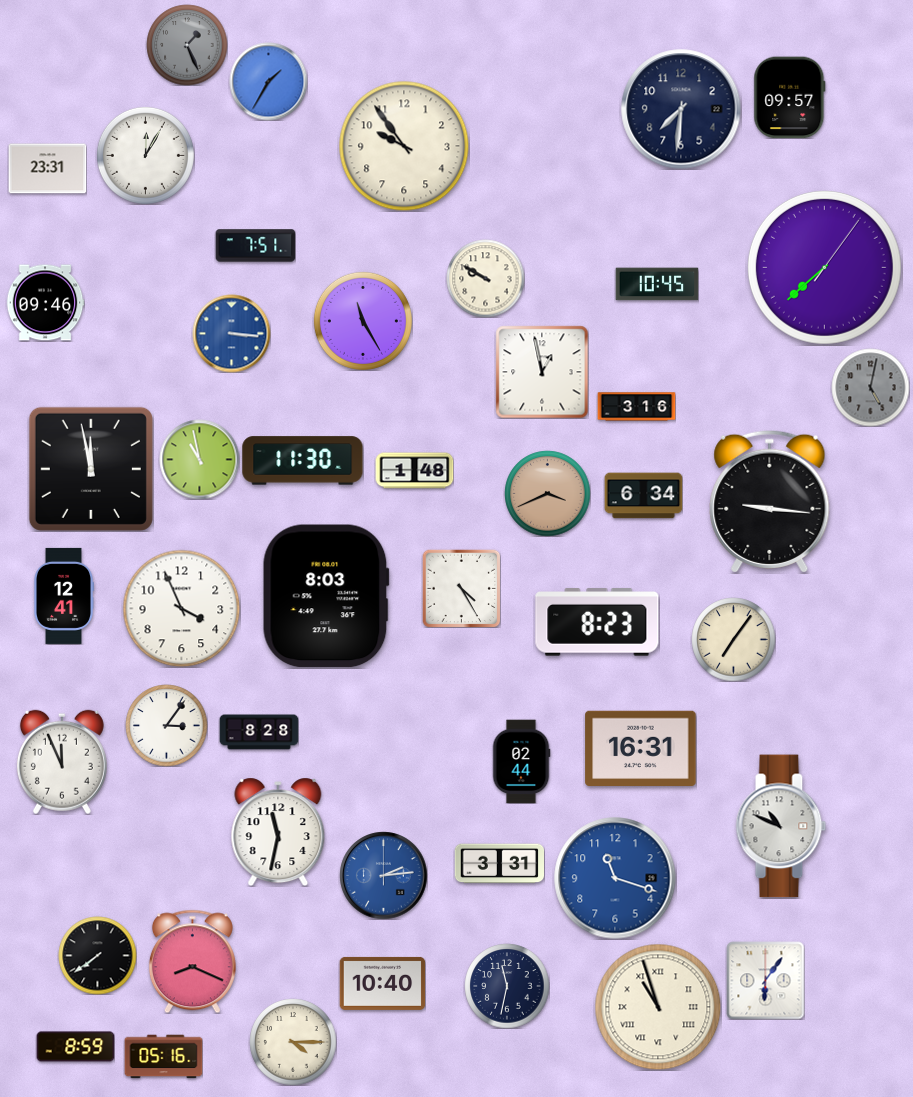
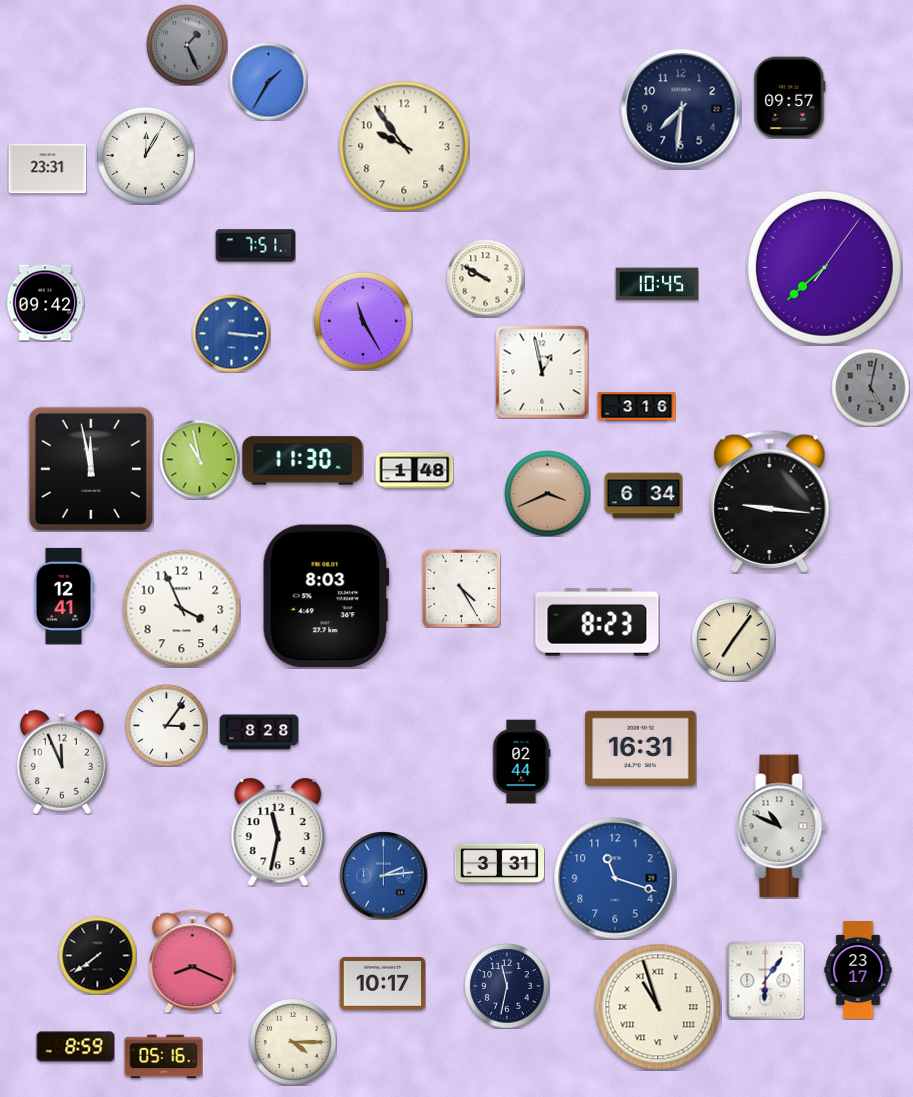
clock at (45, 303): 09:46 -> 09:42
clock at (858, 970): none -> 23:17
clock at (382, 983): 10:40 -> 10:17
